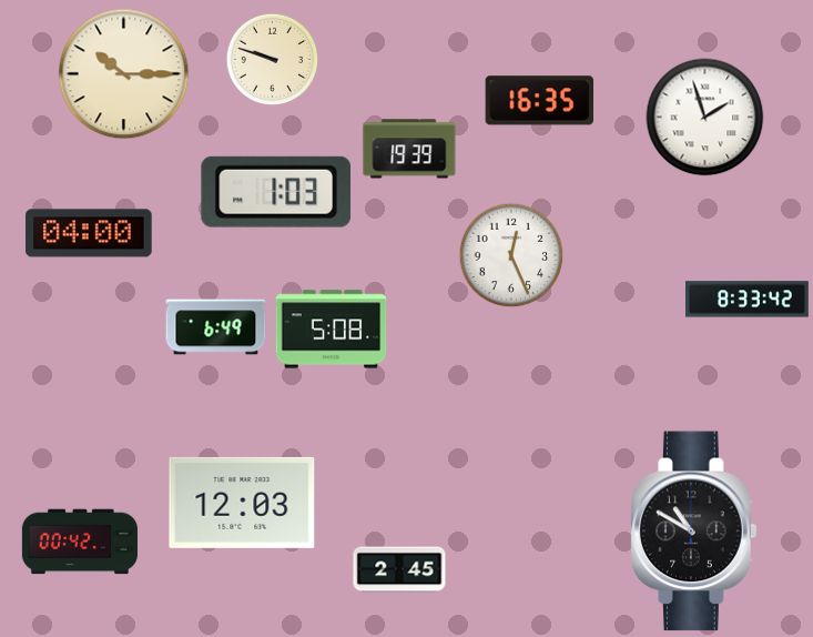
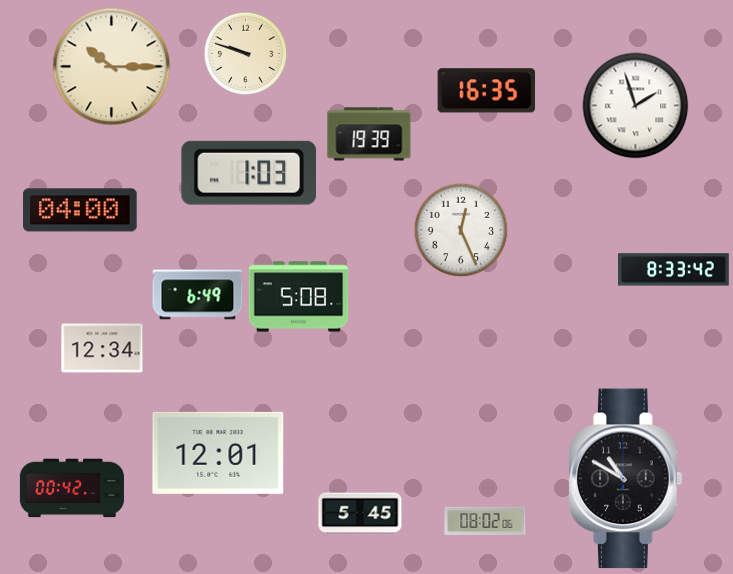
clock at (216, 327) position: (216, 327) -> (198, 295)
clock at (102, 348): none -> 12:34
clock at (242, 503): 12:03 -> 12:01
clock at (399, 569): 2:45 -> 5:45
clock at (485, 521): none -> 08:02
